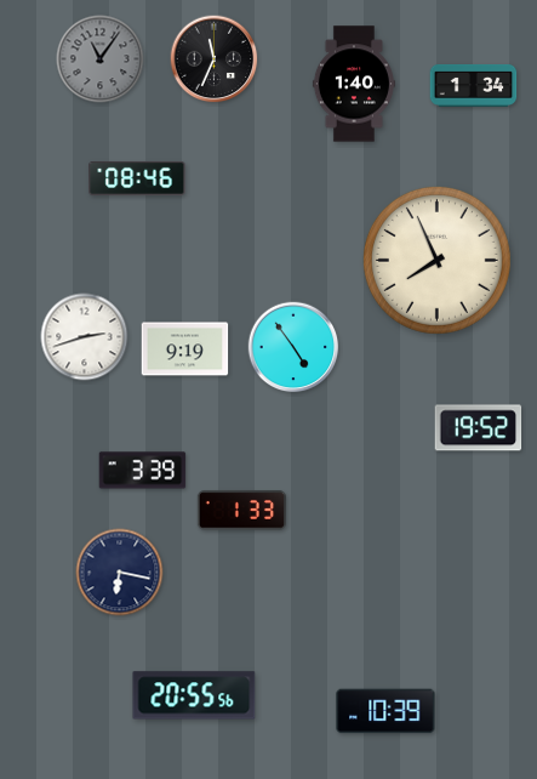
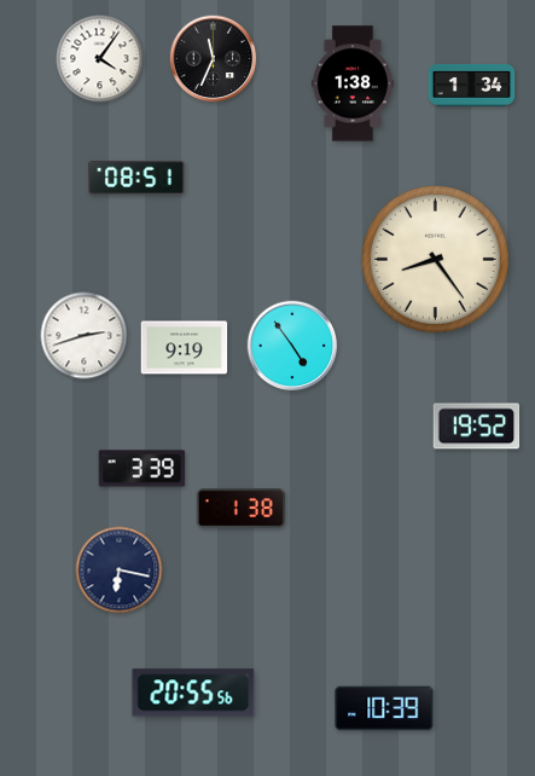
clock at (101, 59): 11:06 -> 4:06
clock at (101, 59) dial: grey -> white
clock at (354, 84): 1:40 -> 1:38
clock at (137, 180): 08:46 -> 08:51
clock at (436, 260): 7:56 -> 8:24
clock at (241, 511): 1:33 -> 1:38
